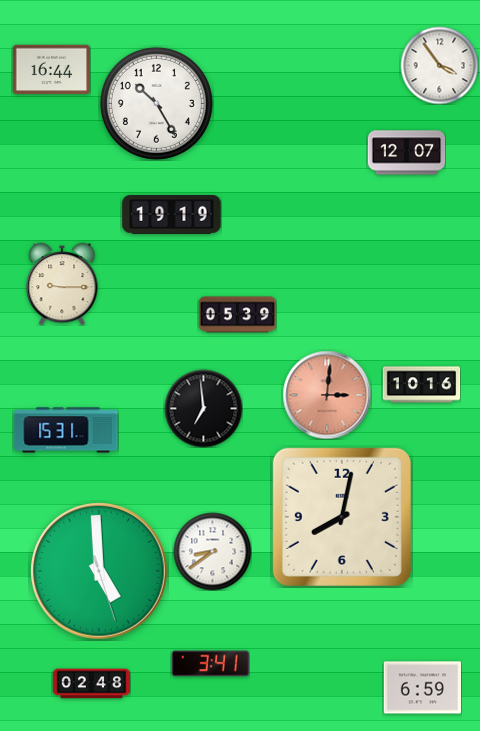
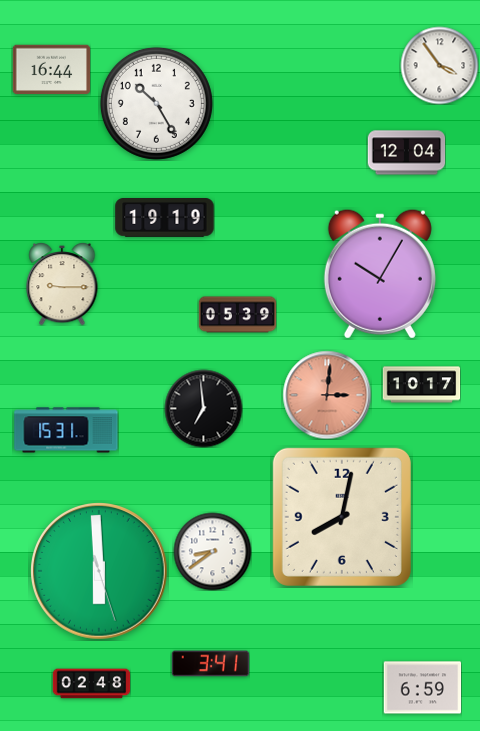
clock at (406, 153): 12:07 -> 12:04
clock at (172, 215) position: (172, 215) -> (165, 218)
clock at (380, 274): none -> 10:05
clock at (421, 385): 10:16 -> 10:17
clock at (100, 572): 4:59 -> 5:59
